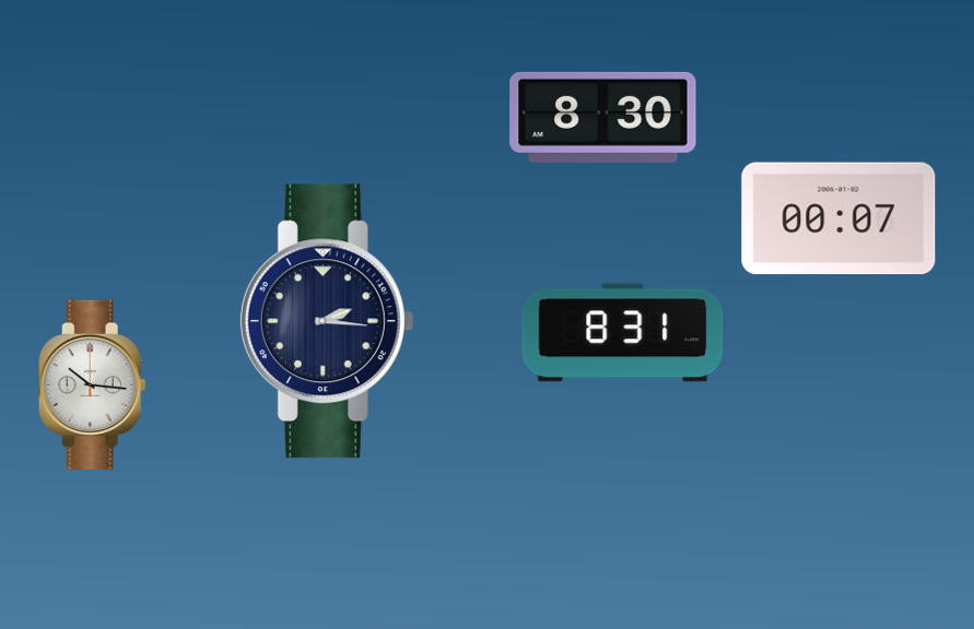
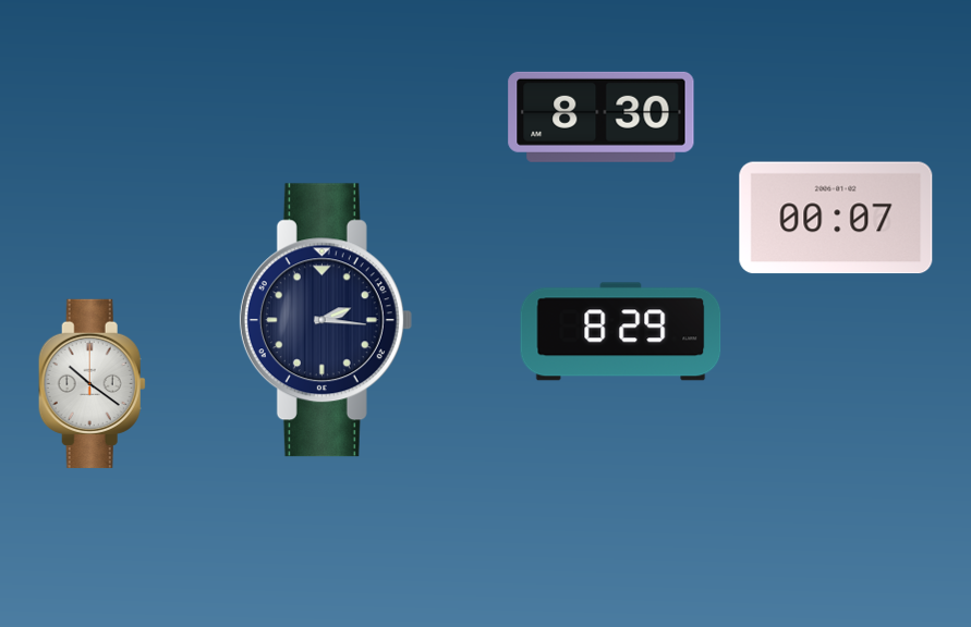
clock at (623, 333): 8:31 -> 8:29
clock at (92, 384): 10:16 -> 10:21
